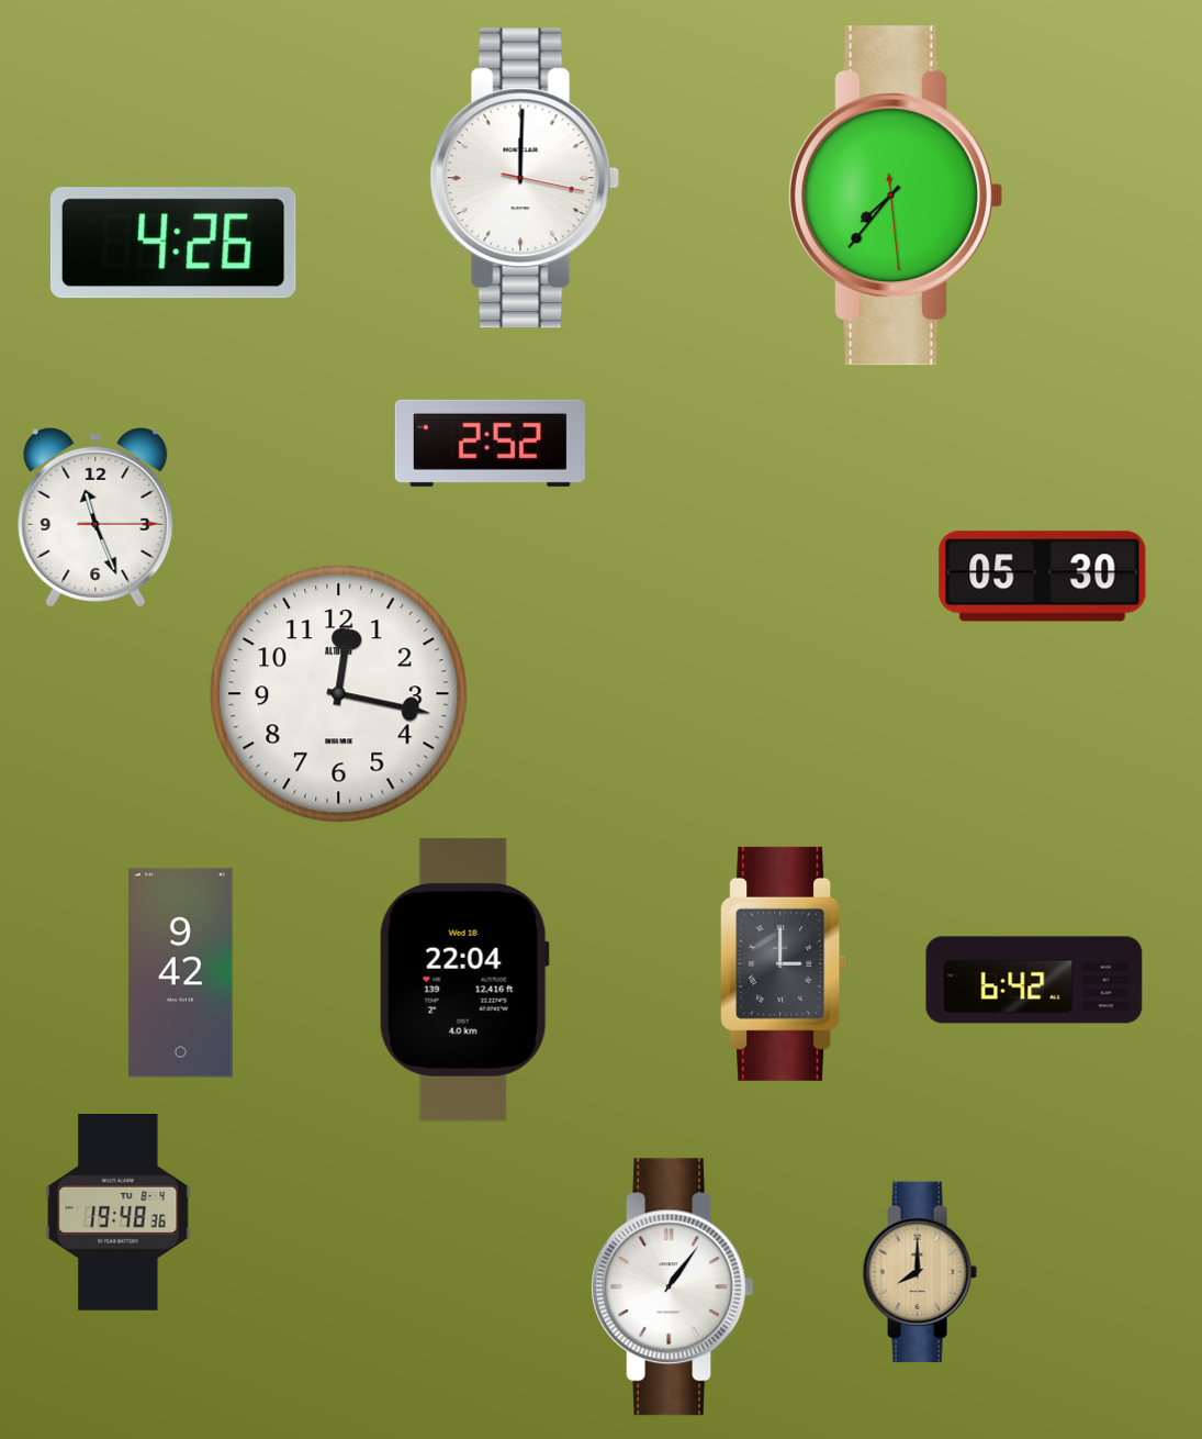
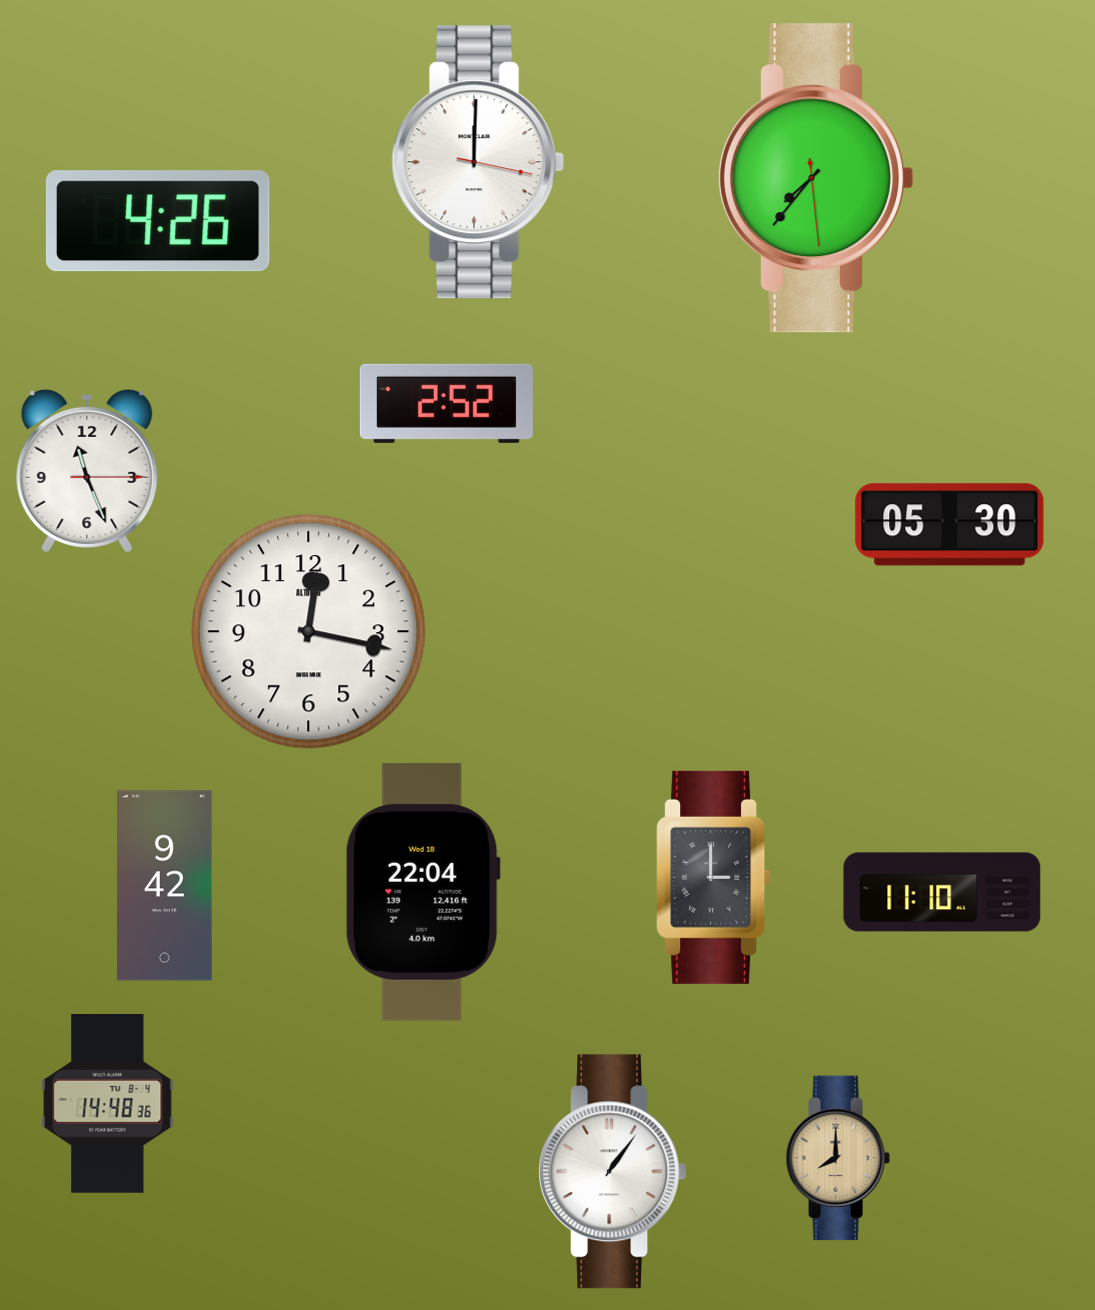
clock at (1034, 980): 6:42 -> 11:10
clock at (119, 1212): 19:48 -> 14:48
